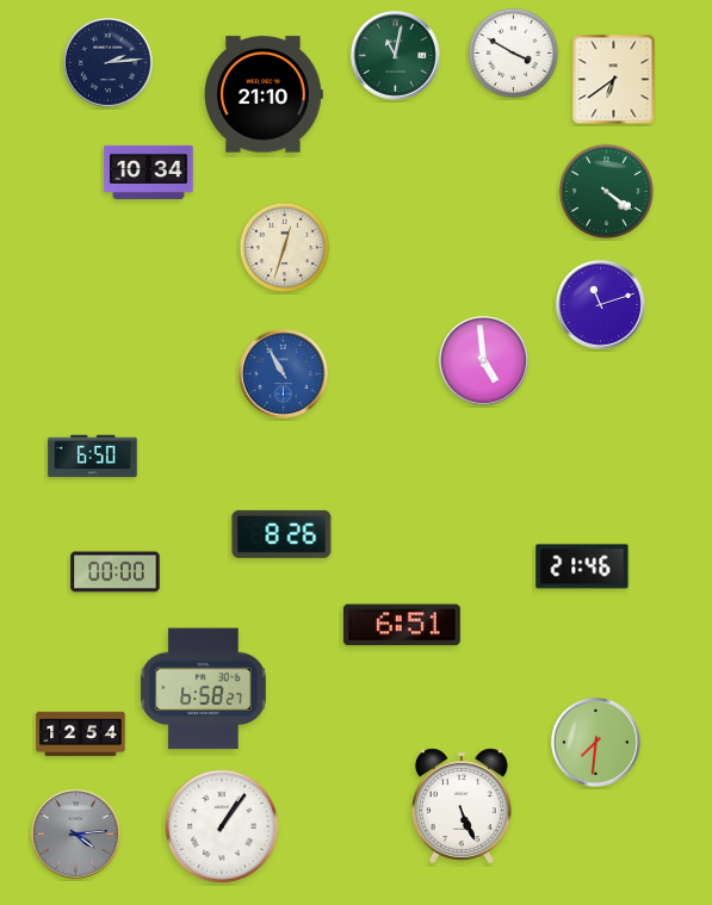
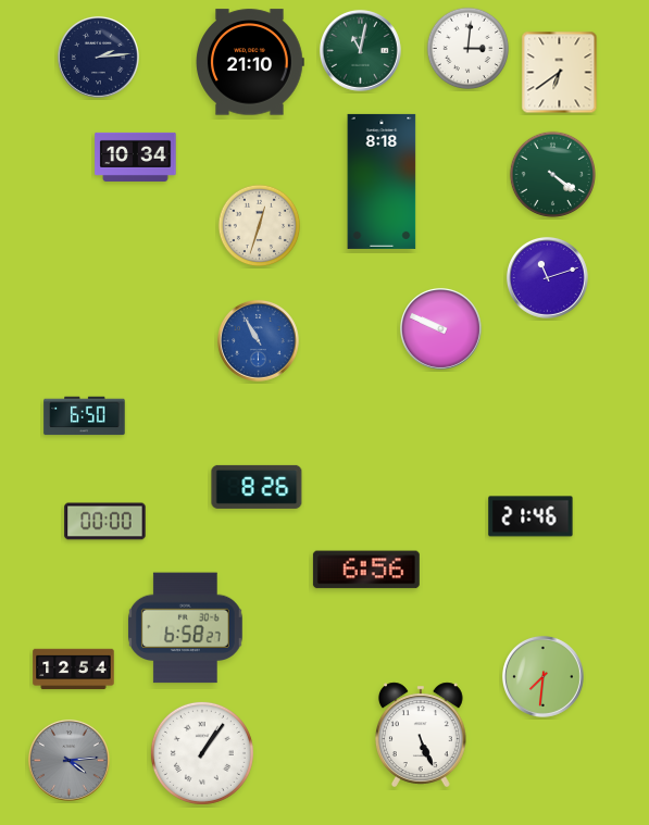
clock at (514, 54): 3:50 -> 3:01
clock at (265, 94) position: (265, 94) -> (251, 62)
clock at (382, 182): none -> 8:18
clock at (483, 360): 4:59 -> 9:49
clock at (402, 625): 6:51 -> 6:56
